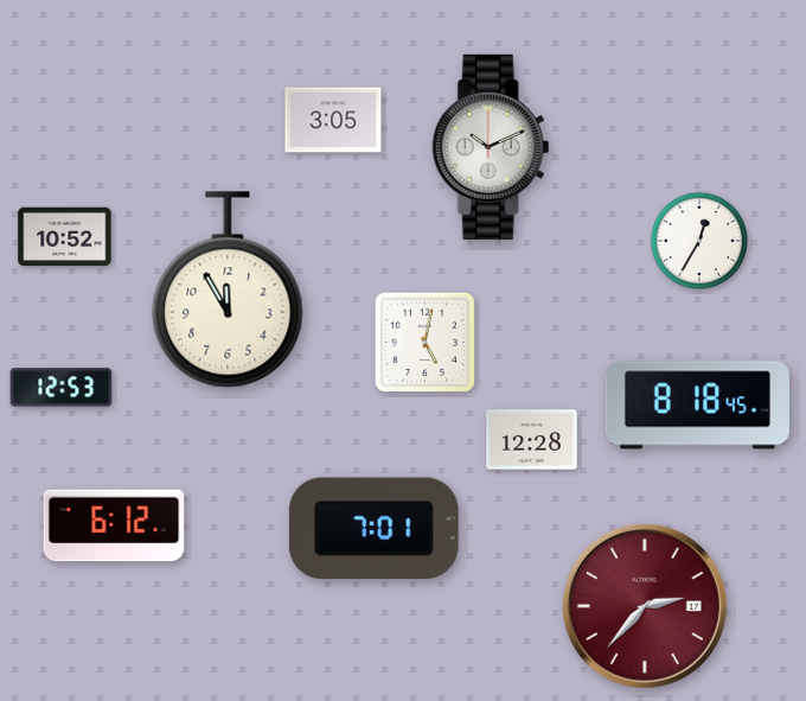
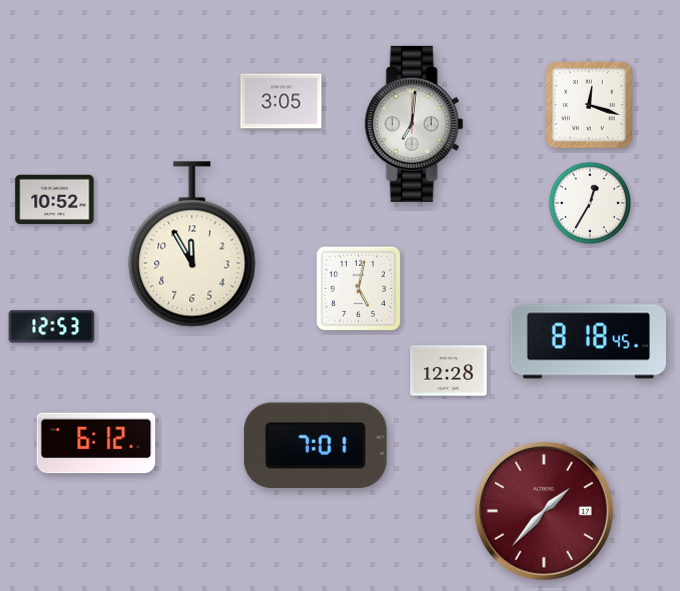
clock at (589, 105): none -> 12:18
clock at (491, 147): 10:11 -> 7:01
clock at (645, 606): 2:37 -> 1:37
